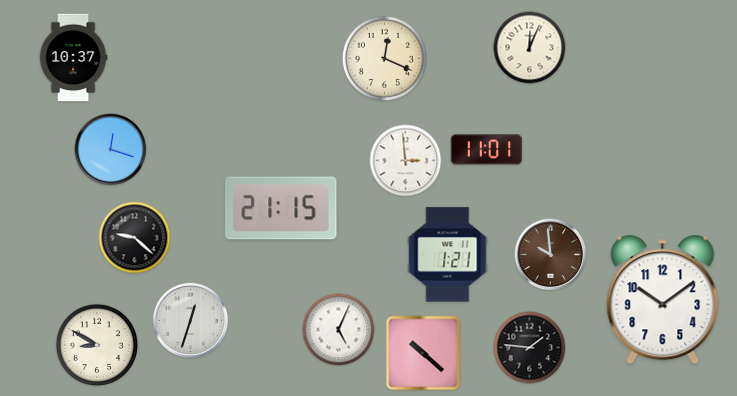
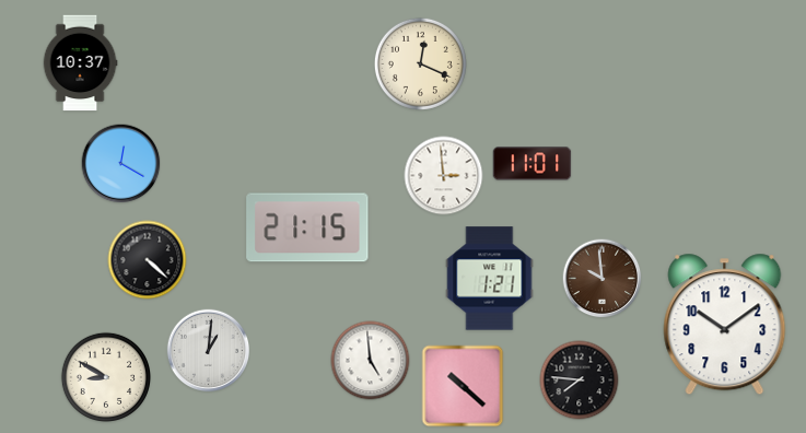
clock at (530, 48): 12:04 -> none
clock at (111, 150): 12:18 -> 12:20
clock at (135, 238): 9:22 -> 4:22
clock at (663, 300) position: (663, 300) -> (725, 325)
clock at (191, 321): 12:33 -> 1:01
clock at (339, 330): 5:04 -> 4:59
clock at (530, 348): 1:46 -> 7:46
